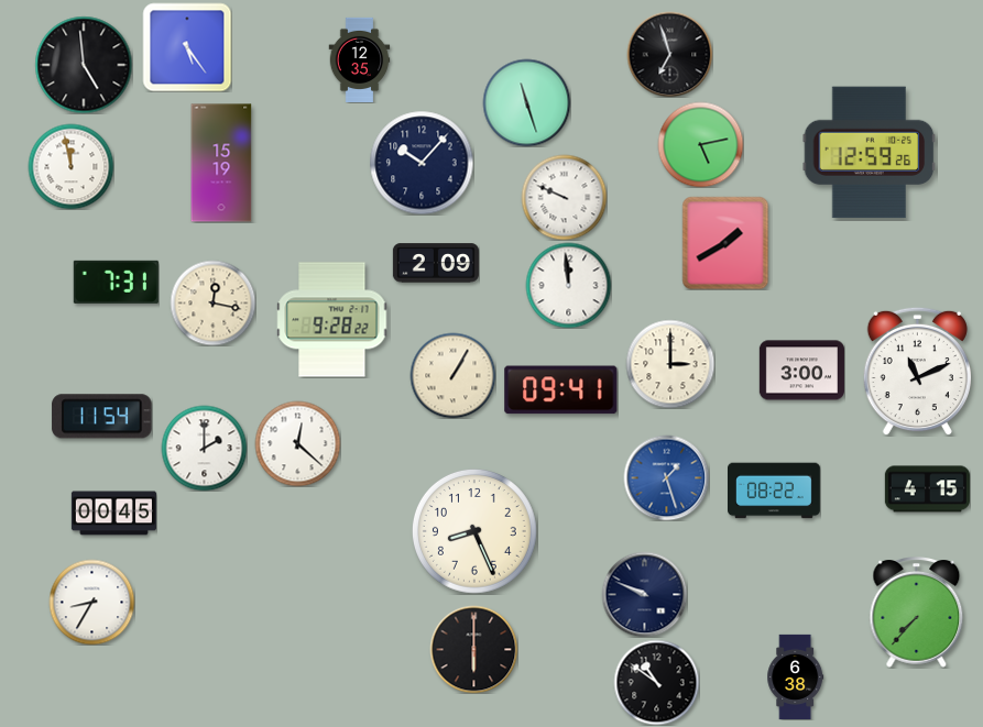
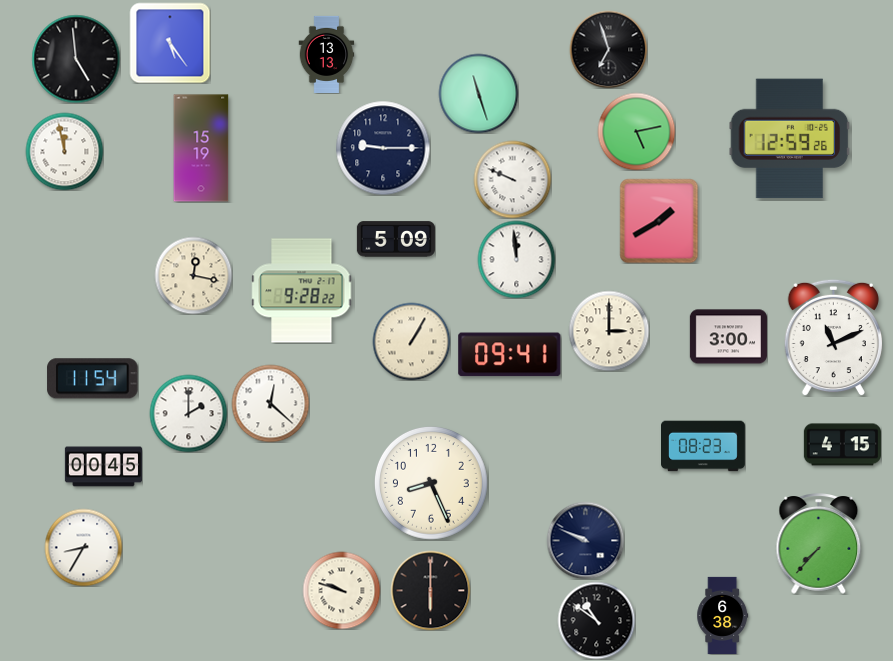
clock at (360, 59): 12:35 -> 13:13
clock at (422, 163): 10:07 -> 9:15
clock at (436, 263): 2:09 -> 5:09
clock at (116, 282): 7:31 -> none
clock at (204, 448) position: (204, 448) -> (188, 413)
clock at (666, 477): 1:27 -> none
clock at (775, 491): 08:22 -> 08:23
clock at (917, 613) position: (917, 613) -> (819, 544)
clock at (341, 590): none -> 9:48
